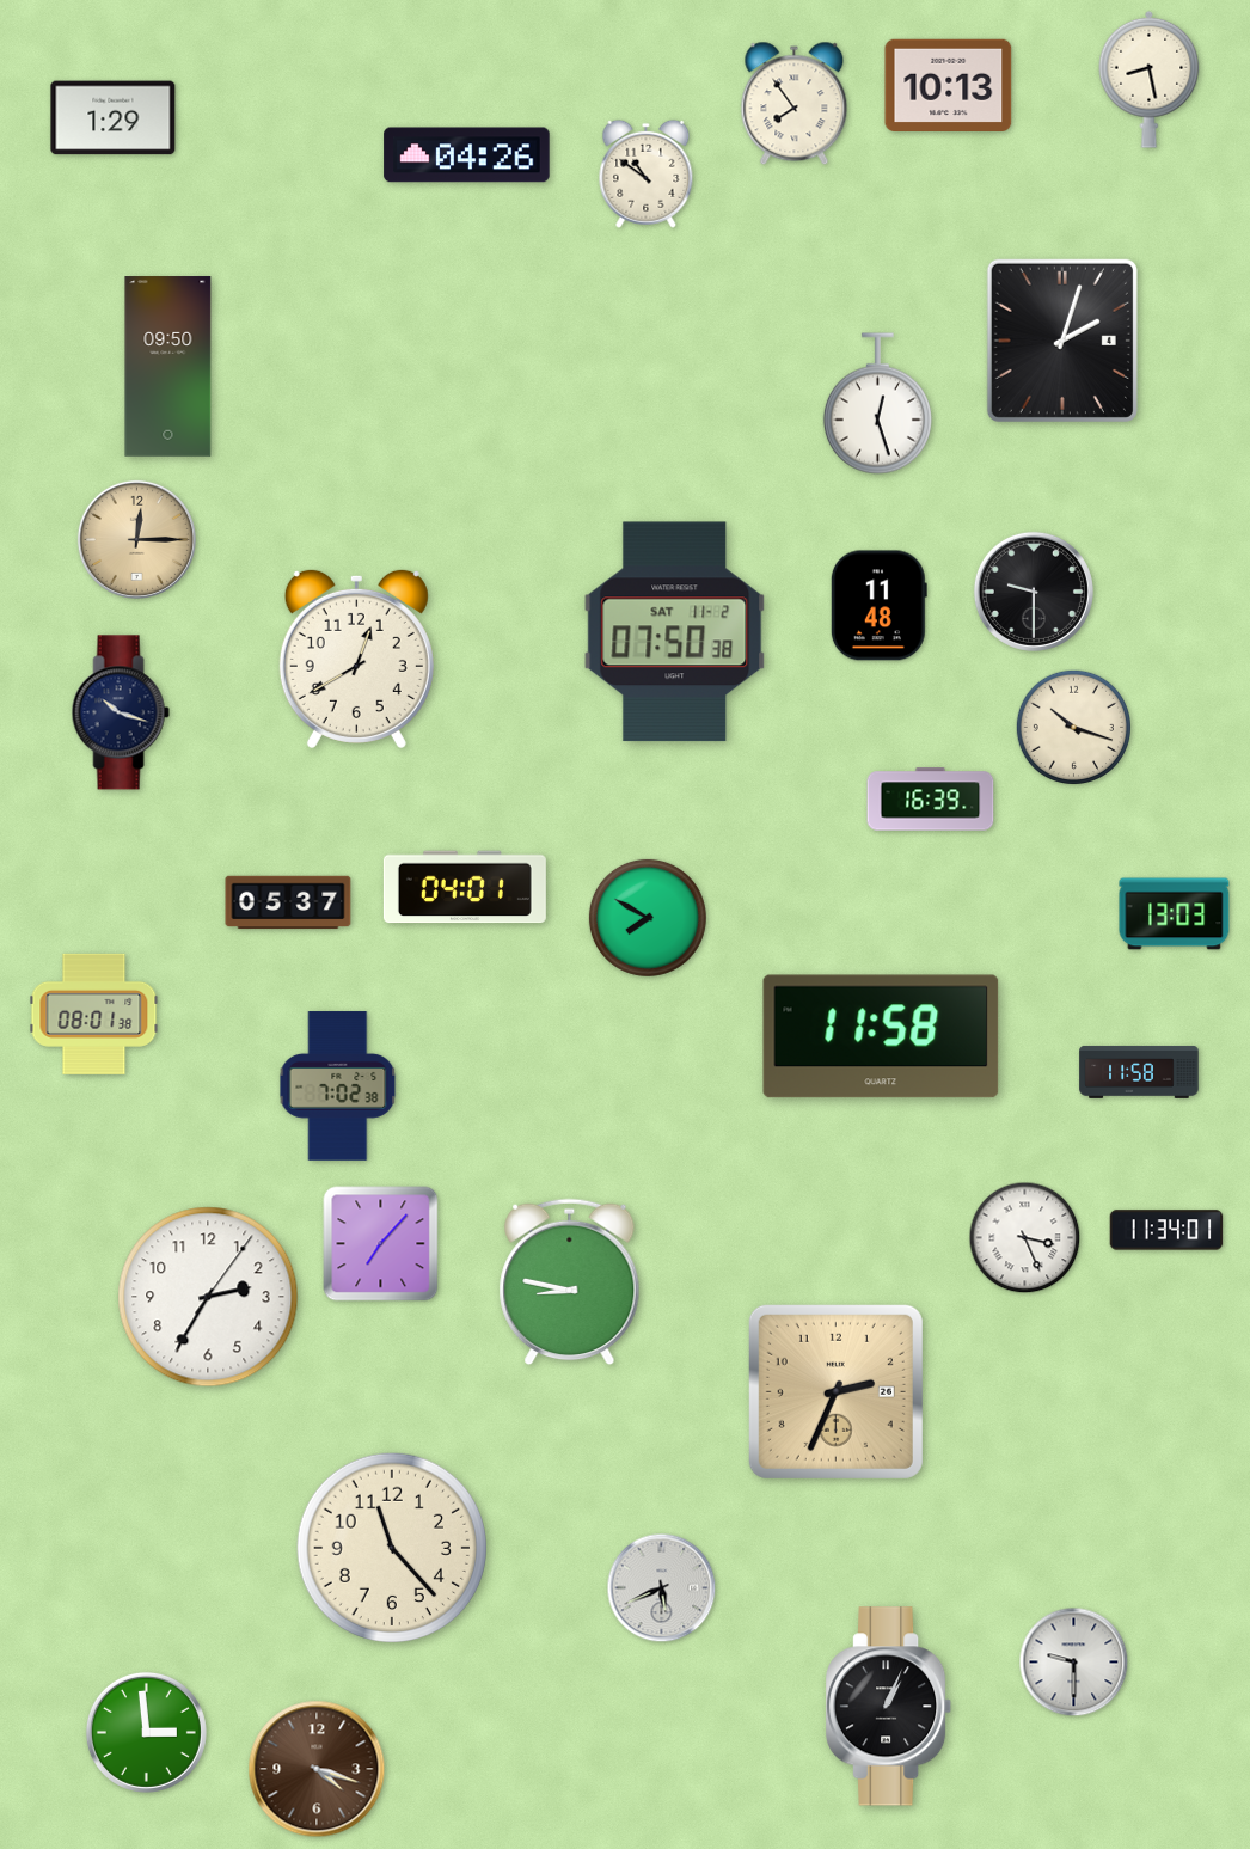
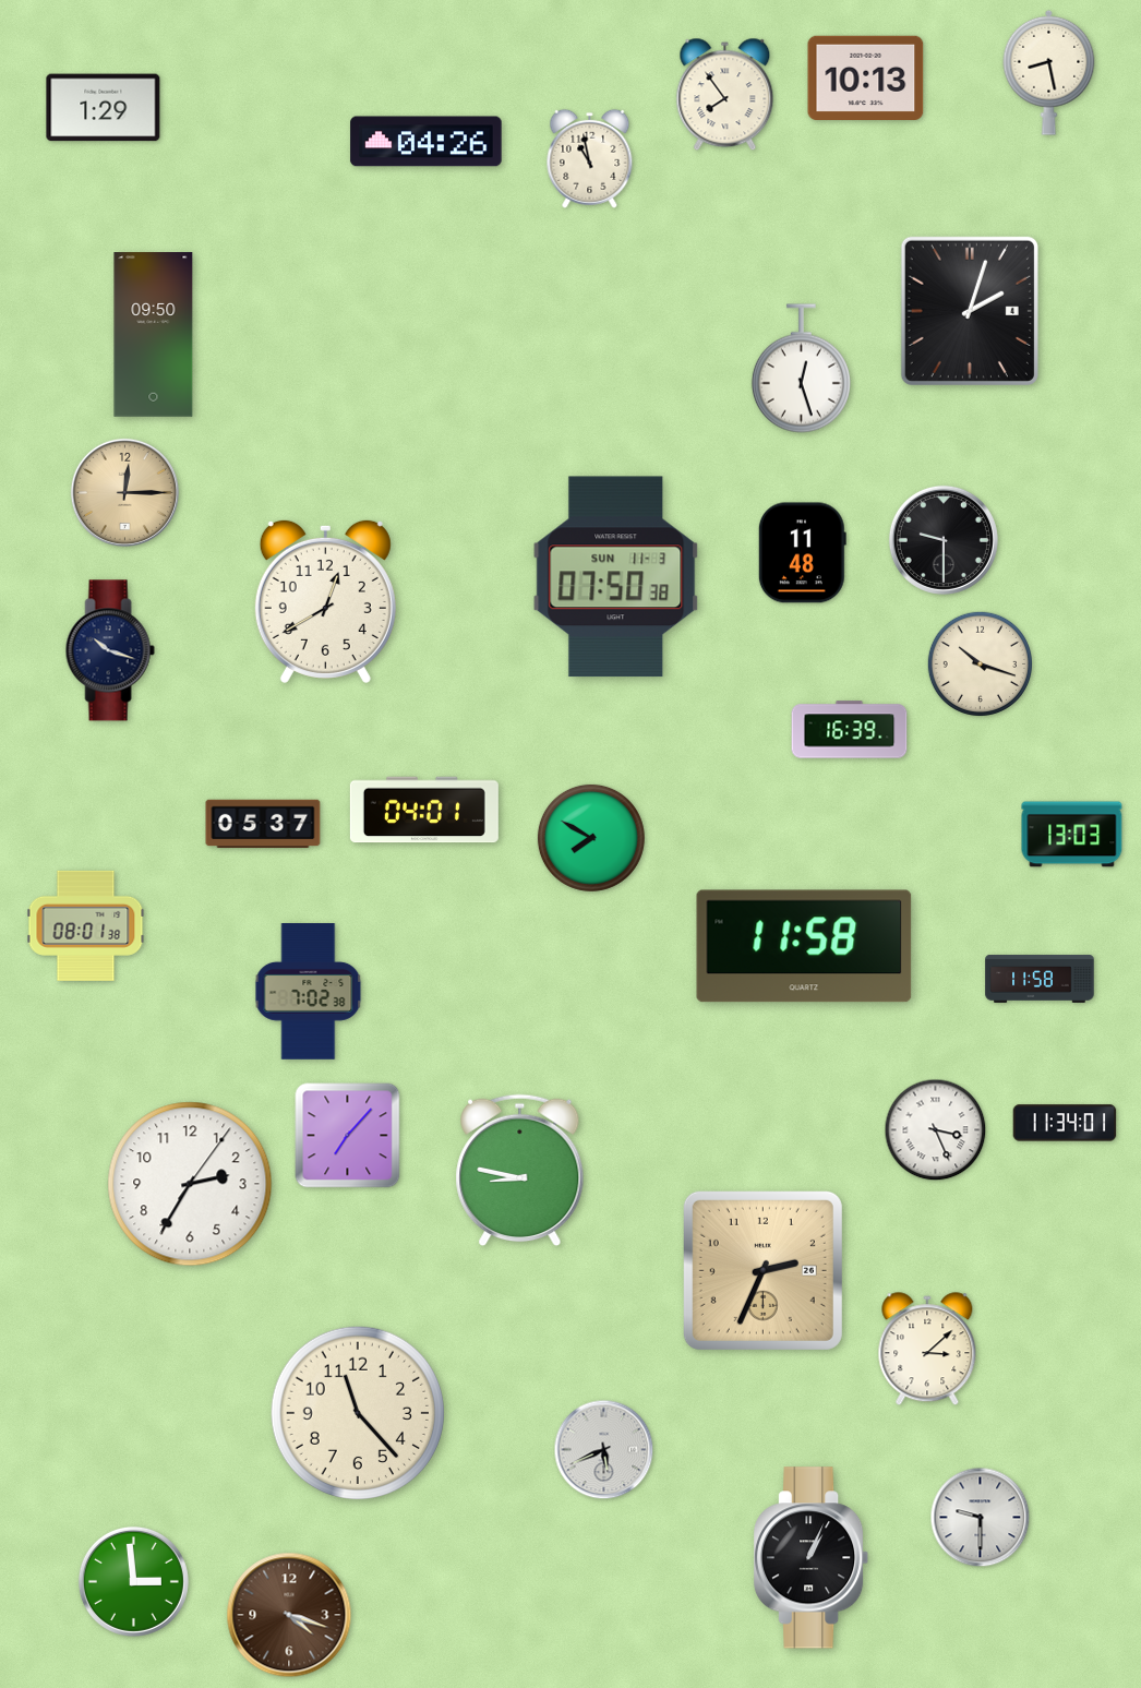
clock at (647, 173): 10:51 -> 10:58
clock at (675, 632) date: SAT 11-2 -> SUN 11-3
clock at (927, 1350): none -> 3:08
